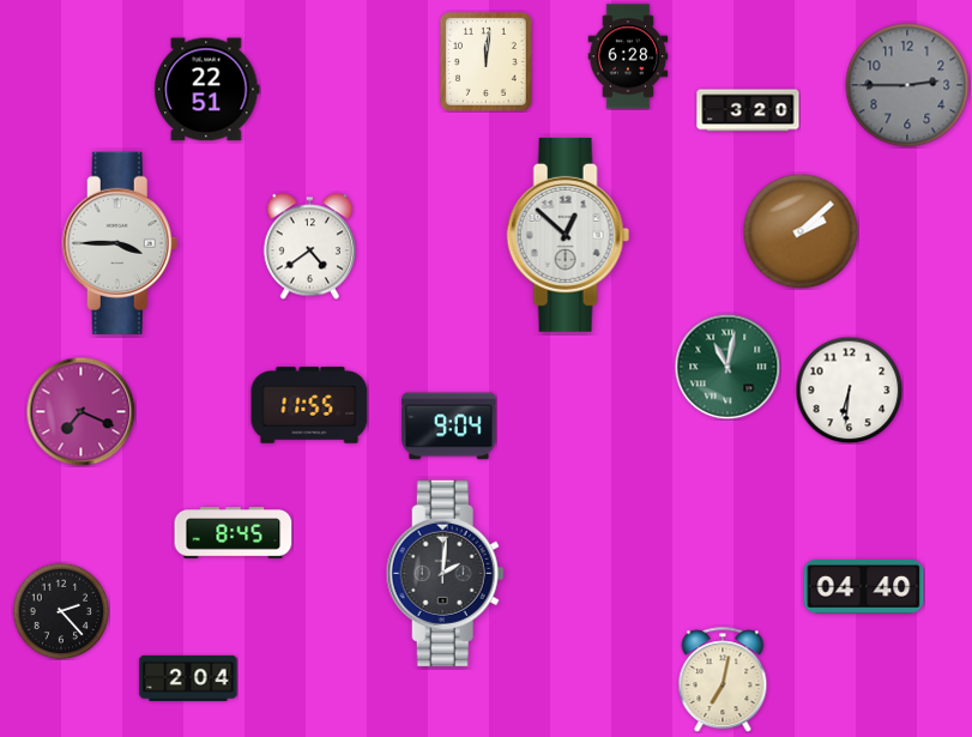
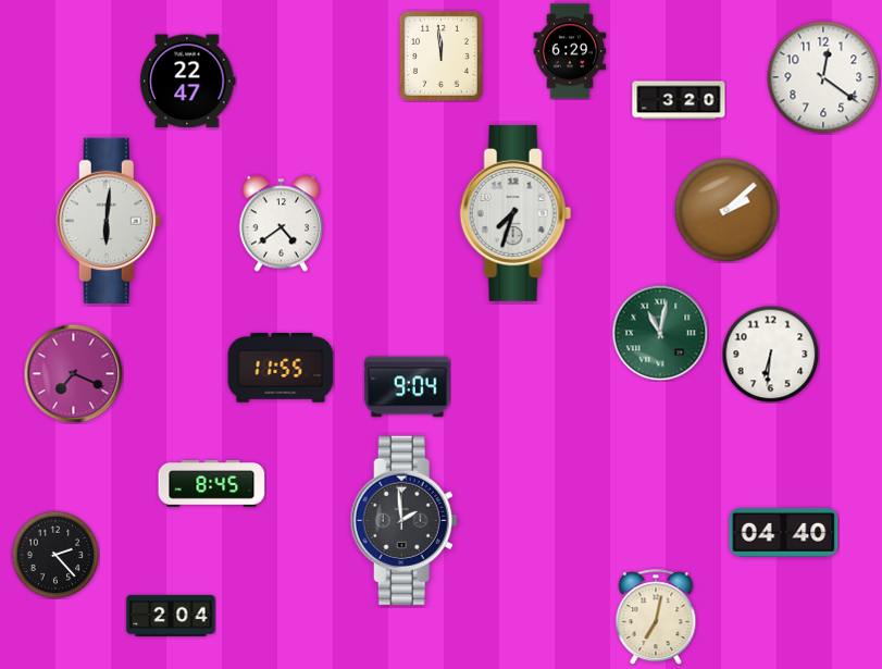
clock at (628, 56): 6:28 -> 6:29
clock at (485, 61): 12:01 -> 11:59
clock at (907, 85): 2:45 -> 12:21
clock at (907, 85) dial: grey -> white
clock at (207, 90): 22:51 -> 22:47
clock at (568, 235): 12:52 -> 7:33
clock at (120, 242): 3:45 -> 6:01
clock at (445, 573): 2:01 -> 1:59
